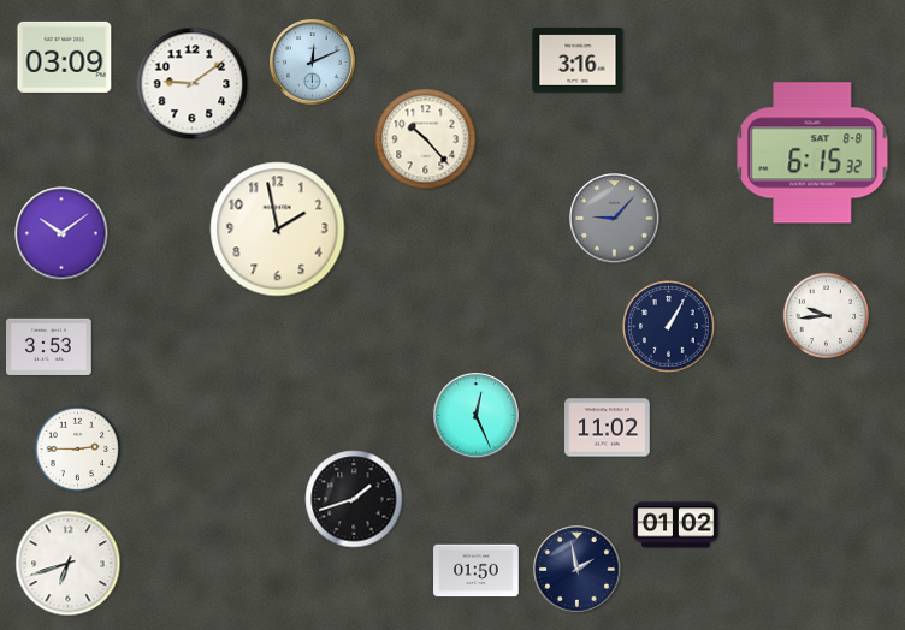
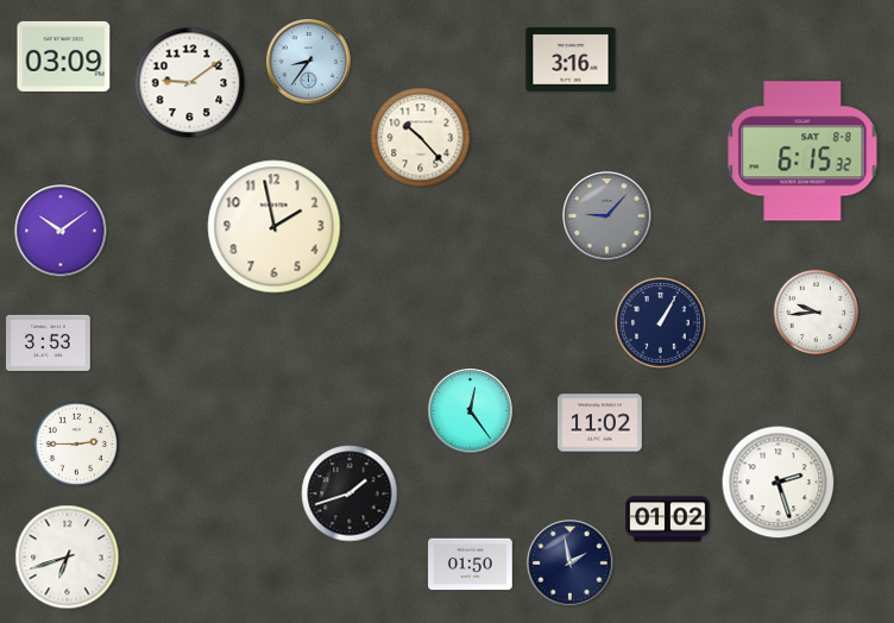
clock at (313, 63): 12:11 -> 8:36
clock at (477, 416): 12:26 -> 12:24
clock at (779, 483): none -> 2:27
